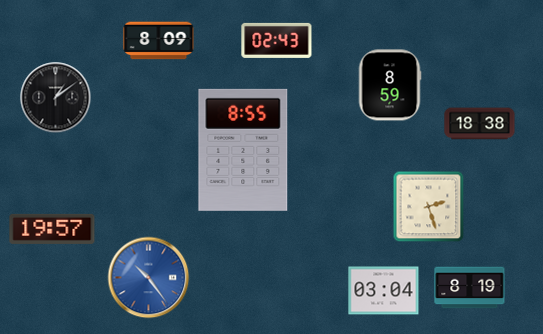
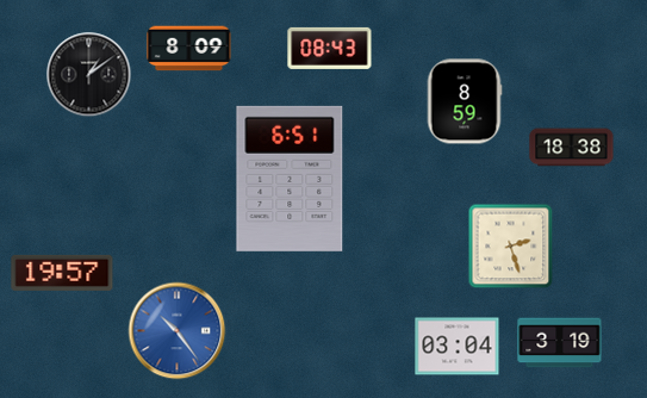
clock at (277, 40): 02:43 -> 08:43
clock at (56, 98) position: (56, 98) -> (89, 75)
clock at (243, 150): 8:55 -> 6:51
clock at (470, 288): 8:19 -> 3:19
